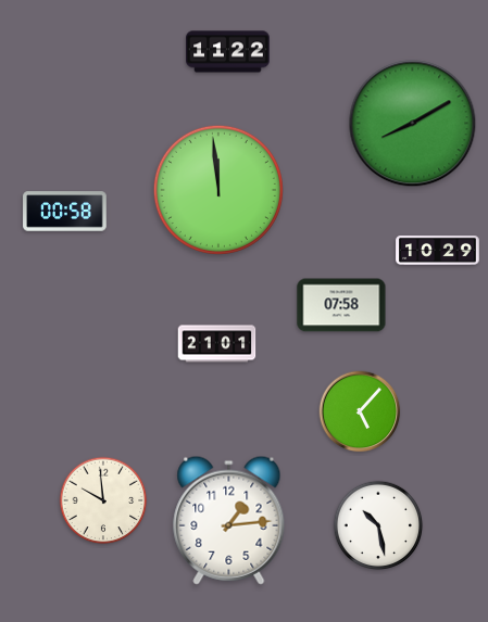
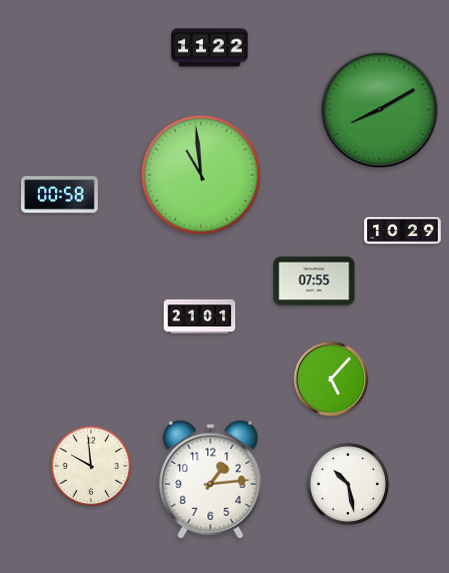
clock at (413, 124) position: (413, 124) -> (380, 110)
clock at (218, 190): 11:59 -> 10:59
clock at (341, 305): 07:58 -> 07:55
clock at (103, 500) position: (103, 500) -> (91, 466)
